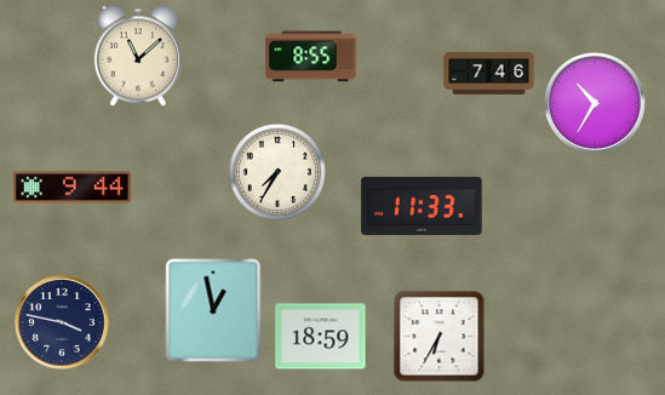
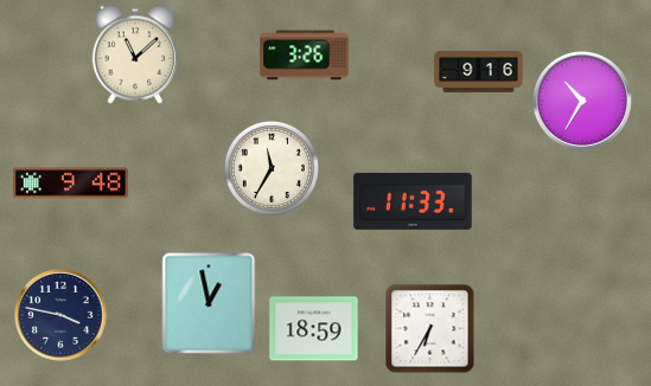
clock at (311, 57): 8:55 -> 3:26
clock at (489, 73): 7:46 -> 9:16
clock at (277, 172): 7:35 -> 11:35
clock at (73, 188): 9:44 -> 9:48
